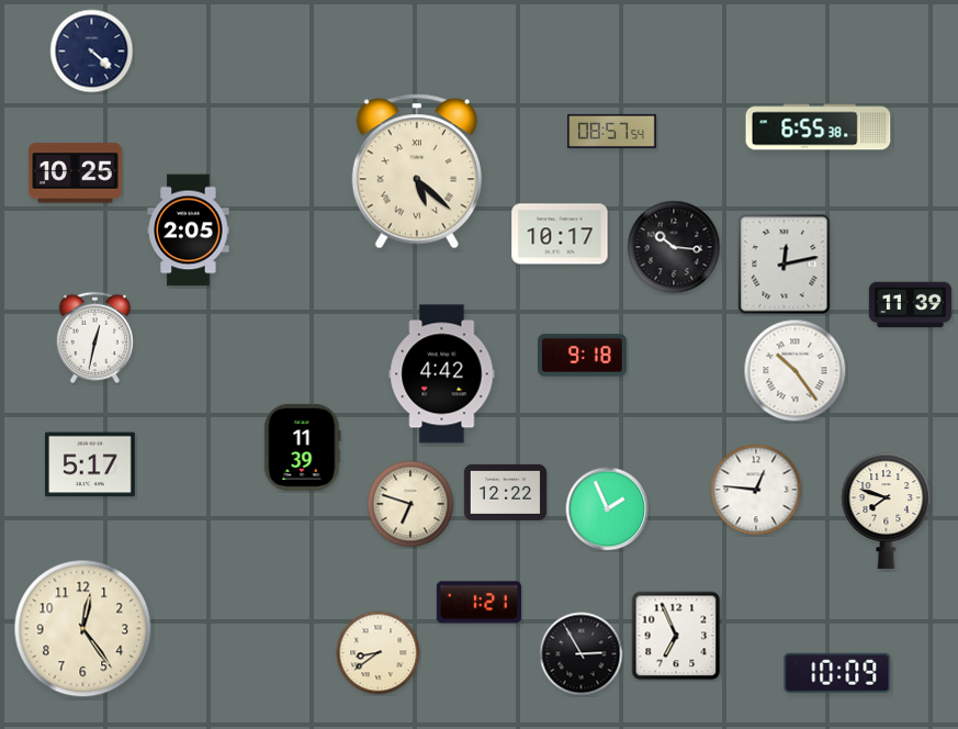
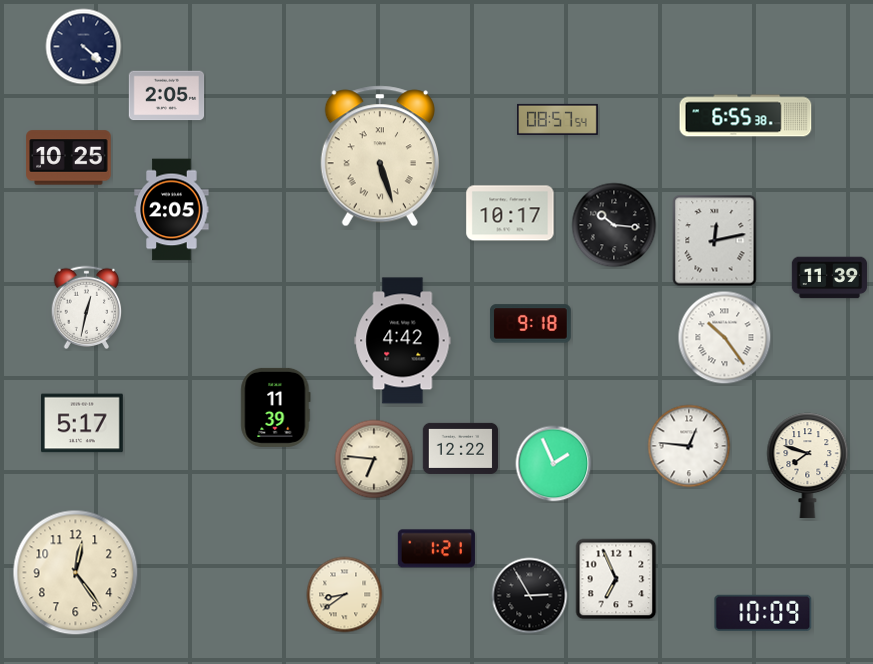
clock at (167, 96): none -> 2:05
clock at (417, 171): 5:22 -> 5:27
clock at (410, 504): 6:48 -> 6:46
